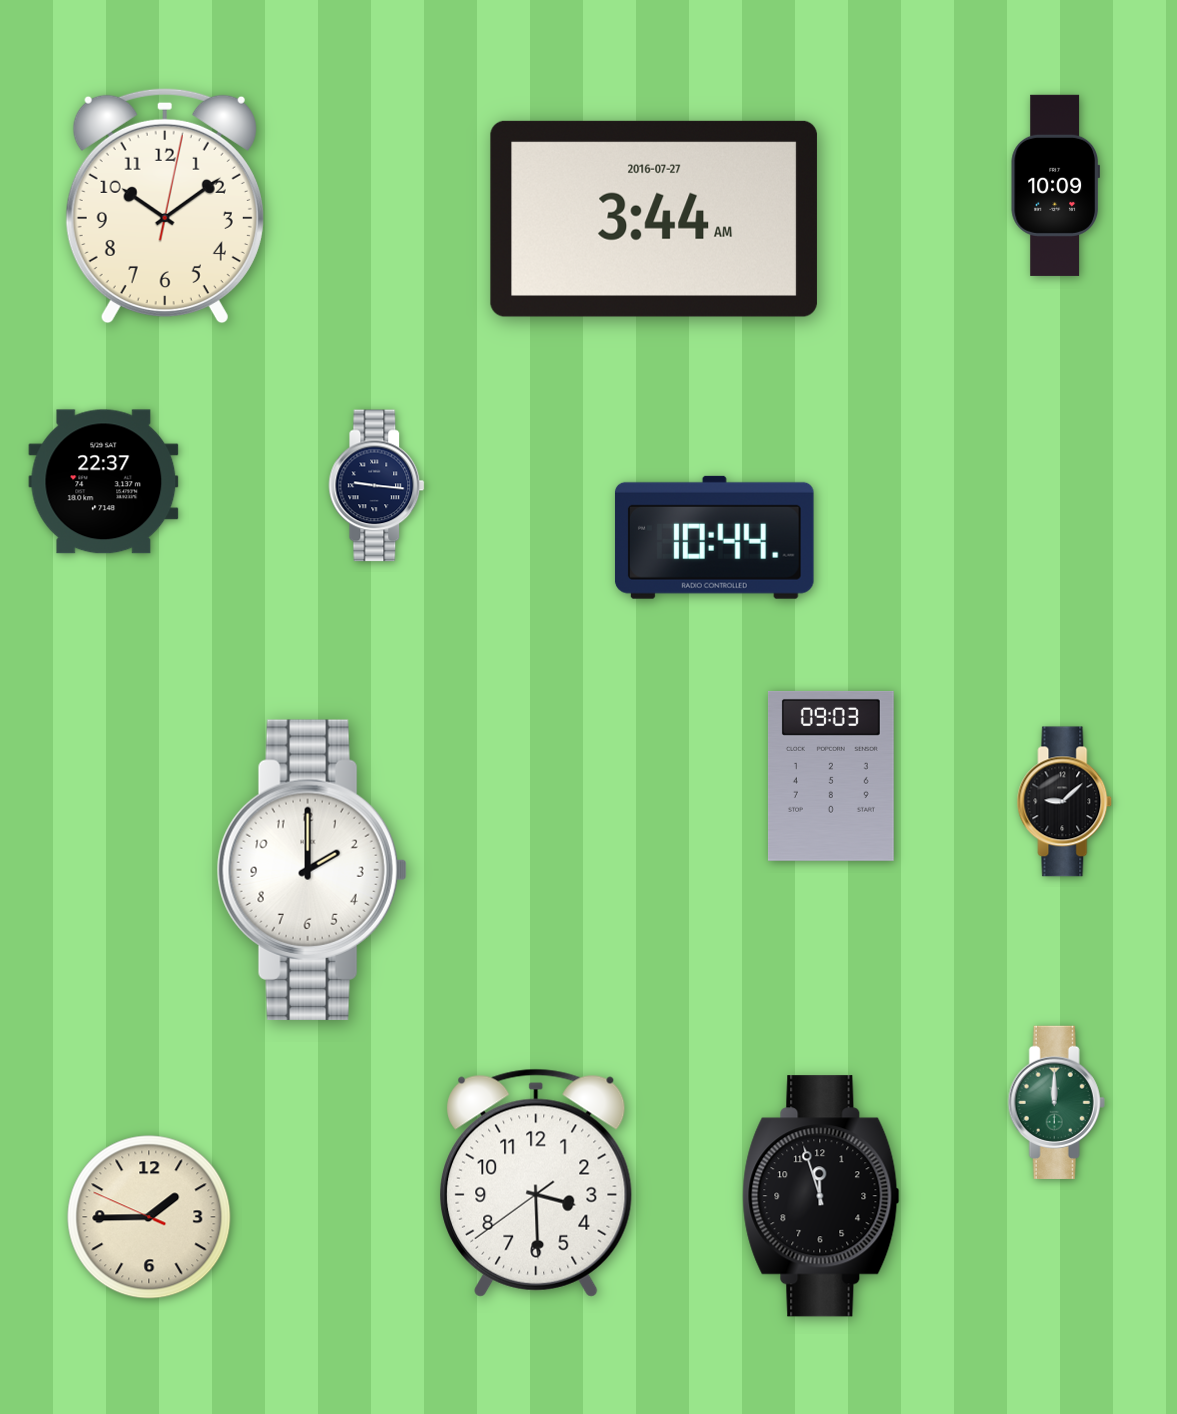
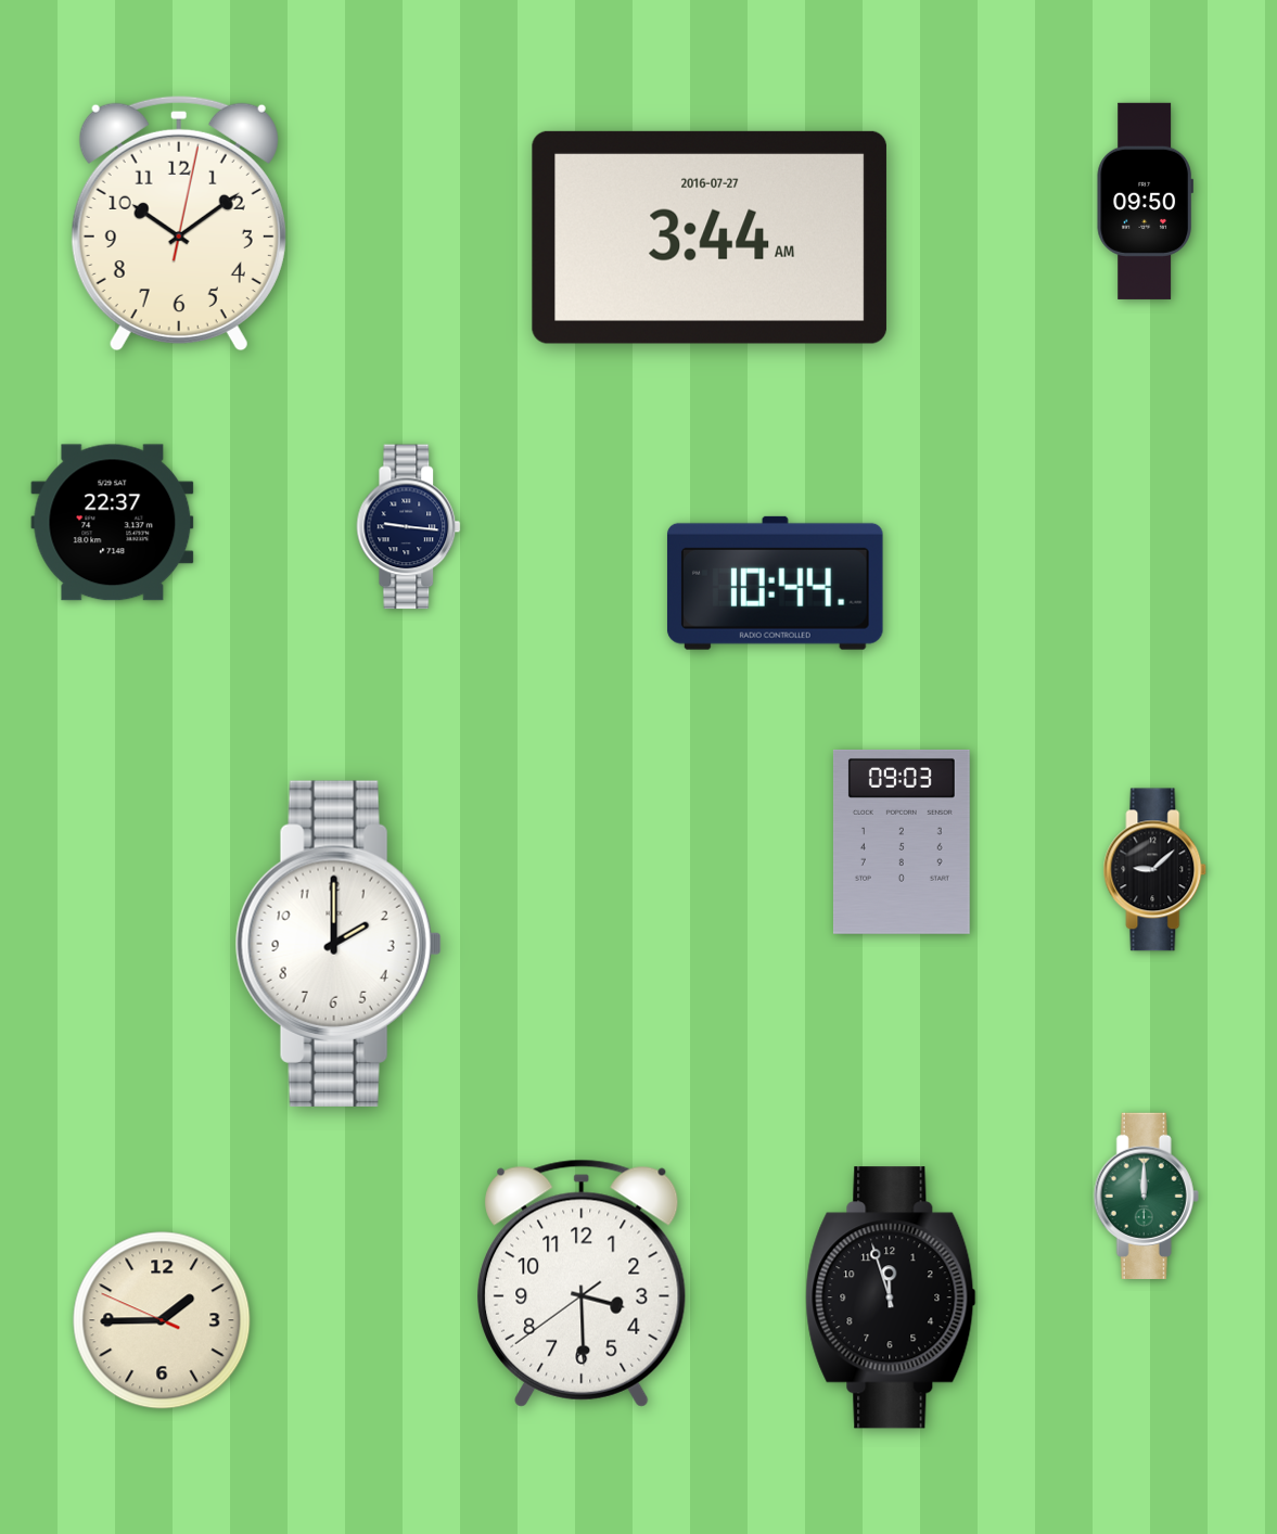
clock at (1055, 185): 10:09 -> 09:50
